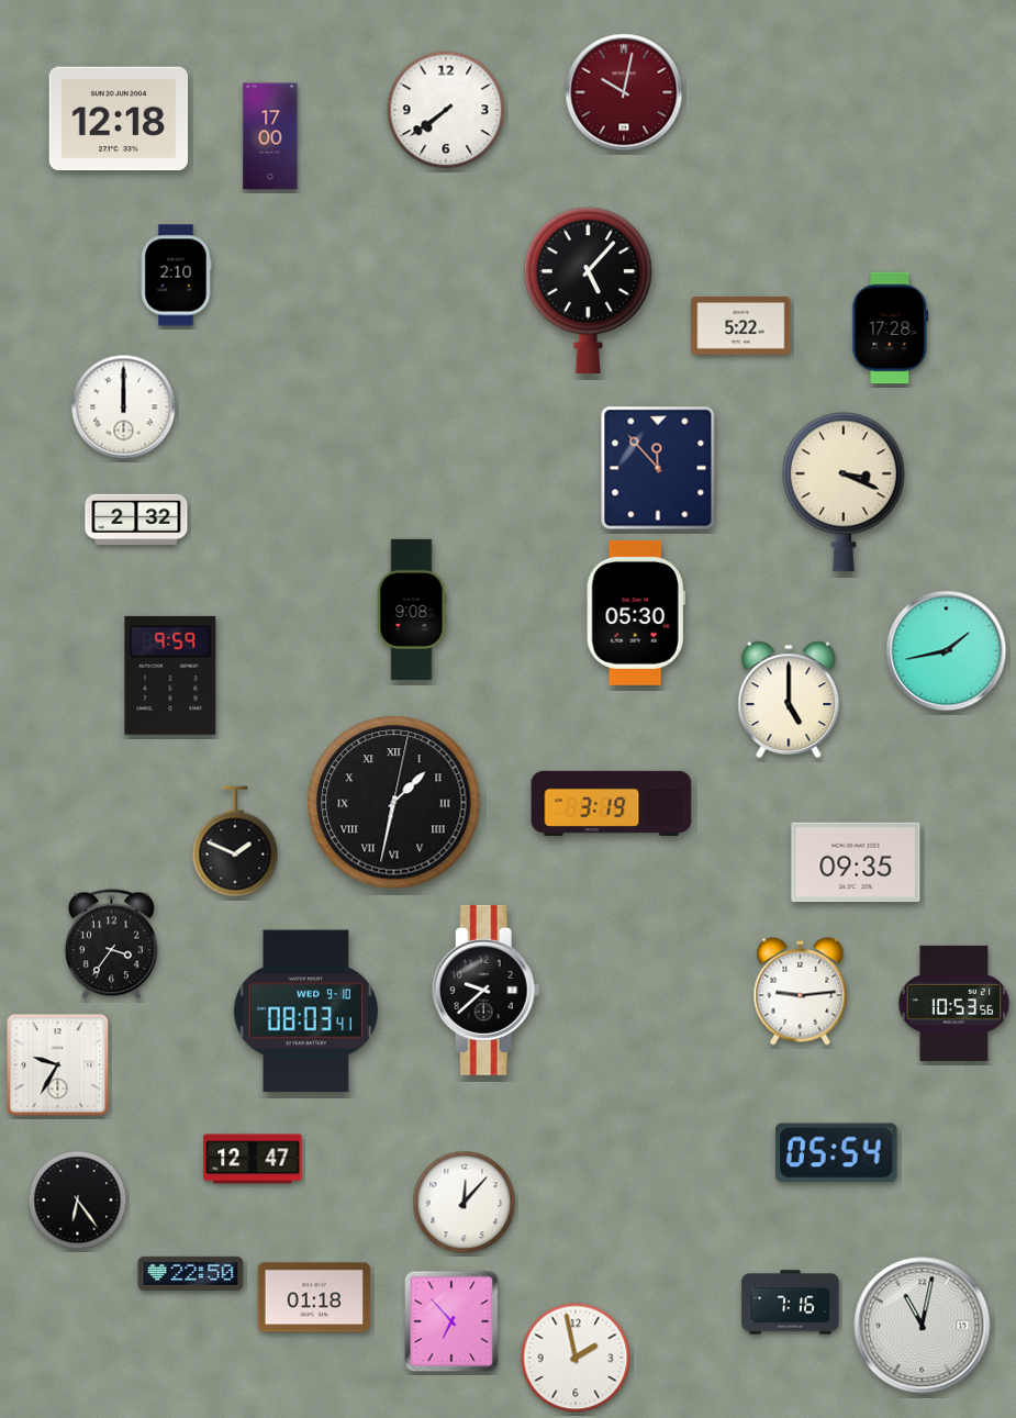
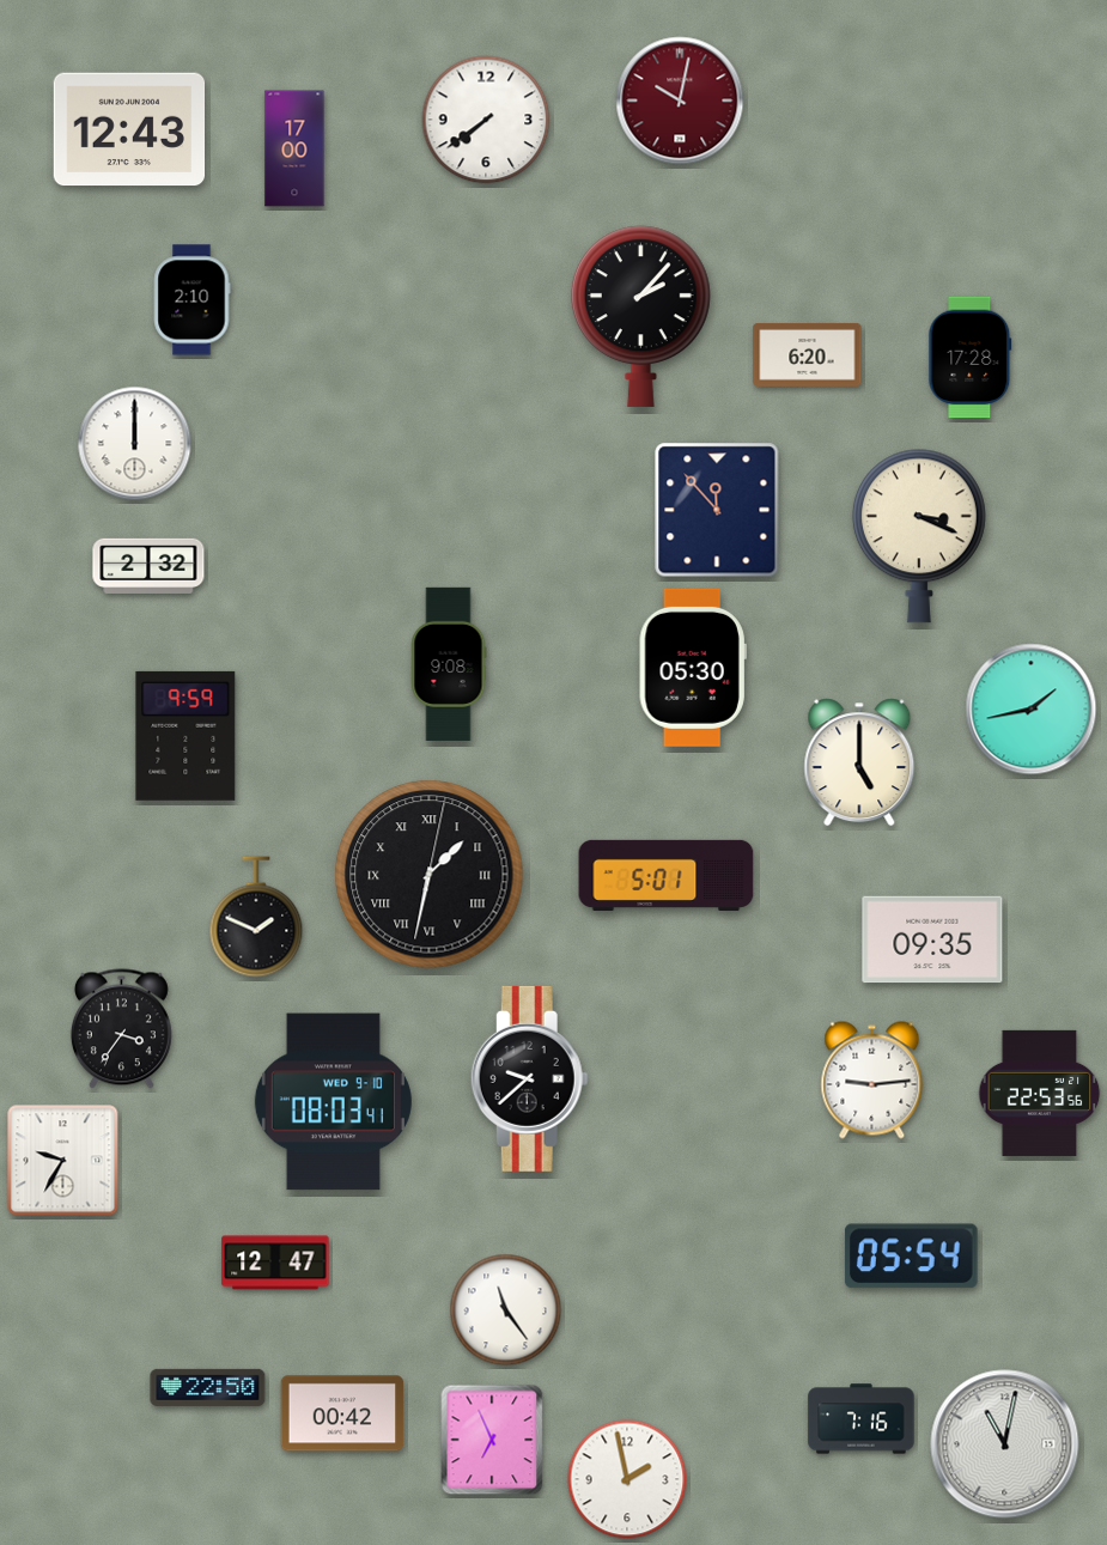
clock at (119, 119): 12:18 -> 12:43
clock at (589, 290): 5:07 -> 2:07
clock at (741, 325): 5:22 -> 6:20
clock at (612, 803): 3:19 -> 5:01
clock at (954, 1003): 10:53 -> 22:53
clock at (78, 1201): 6:24 -> none
clock at (465, 1203): 12:07 -> 11:24
clock at (314, 1297): 01:18 -> 00:42
clock at (451, 1321): 6:53 -> 6:56
